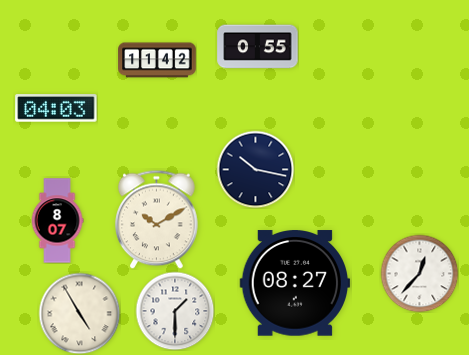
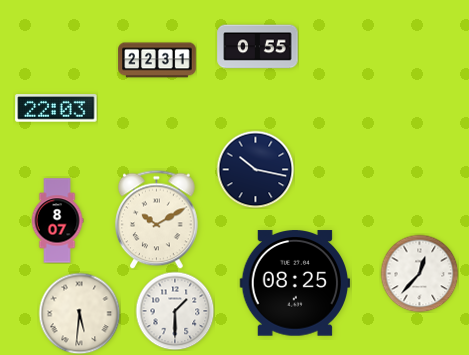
clock at (157, 60): 11:42 -> 22:31
clock at (56, 108): 04:03 -> 22:03
clock at (295, 283): 08:27 -> 08:25
clock at (79, 313): 4:55 -> 5:31
